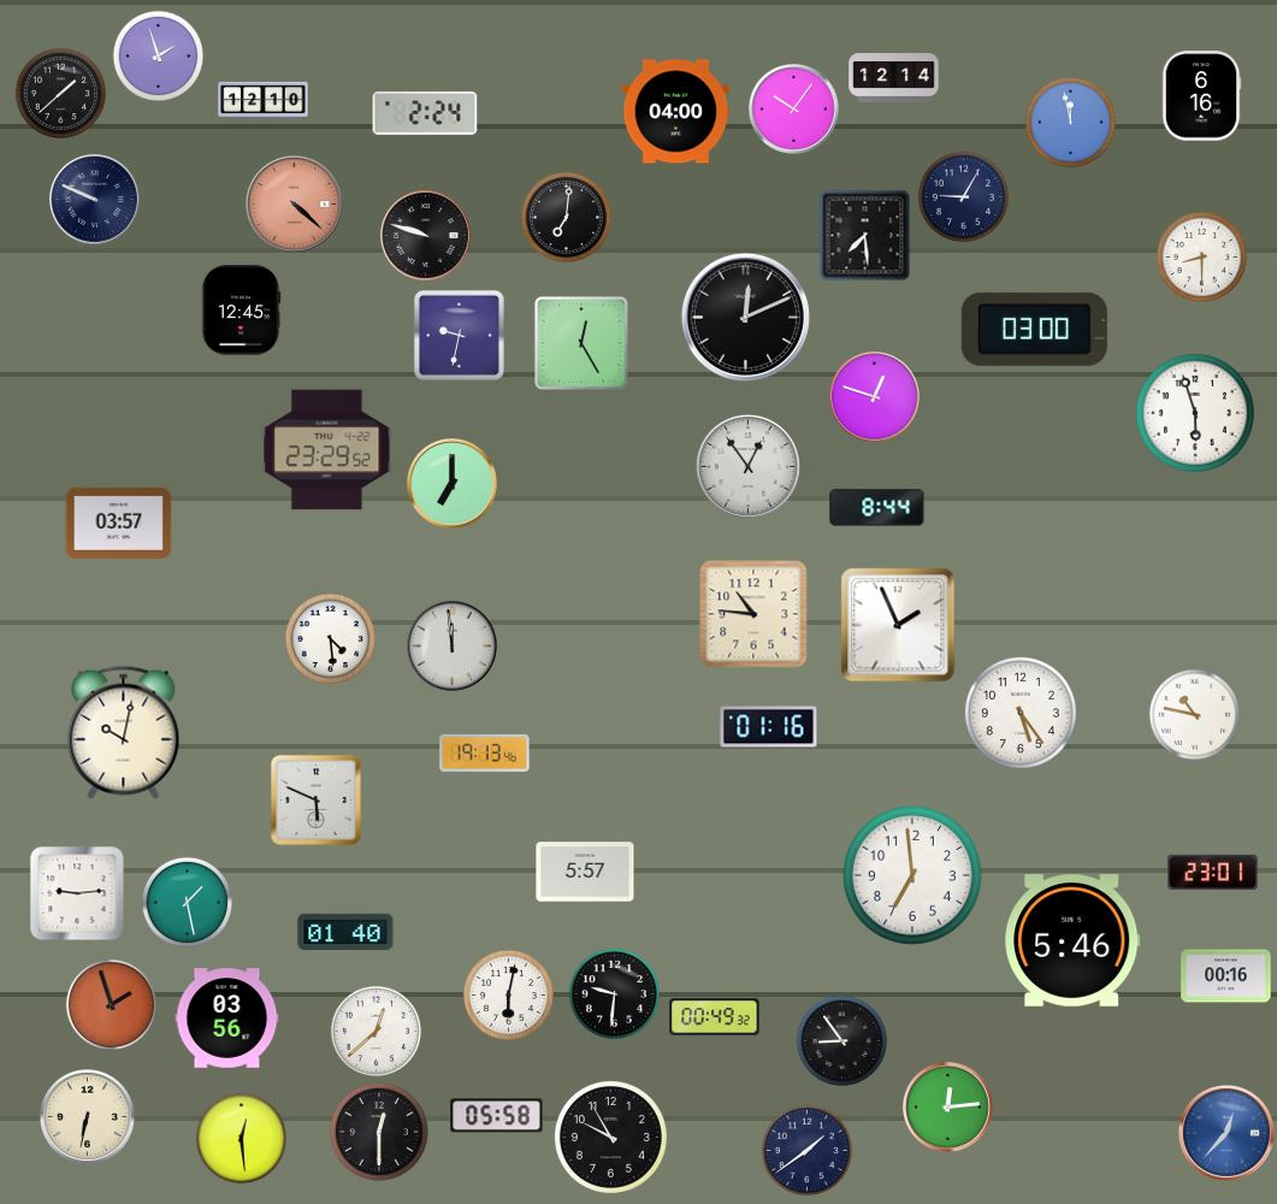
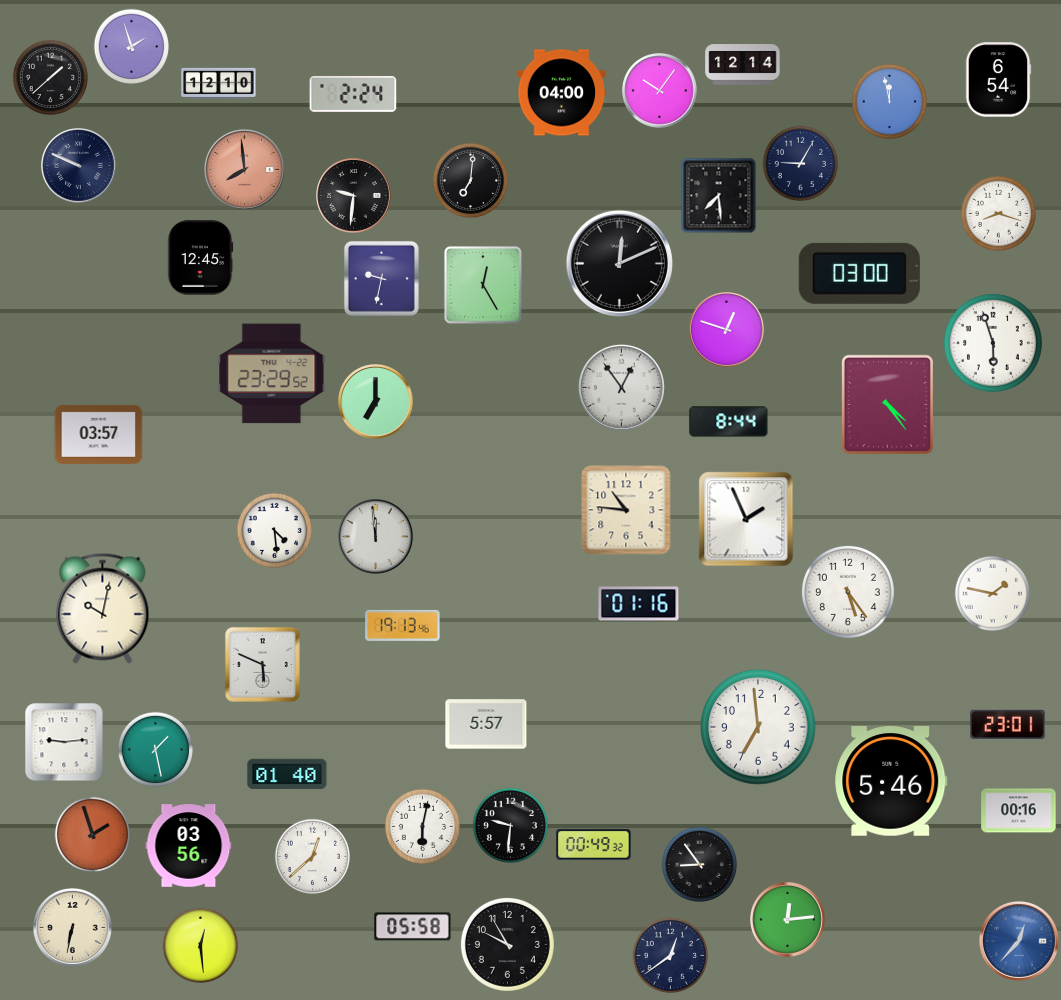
clock at (1201, 96): 6:16 -> 6:54
clock at (294, 203): 4:22 -> 7:59
clock at (426, 236): 9:48 -> 9:31
clock at (1201, 256): 8:30 -> 8:18
clock at (887, 404): none -> 4:24
clock at (1194, 714): 10:47 -> 1:47
clock at (379, 1132): 12:30 -> none
clock at (806, 1150): 1:39 -> 12:39
